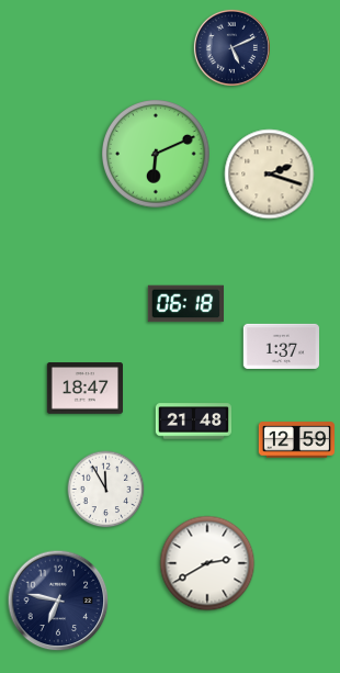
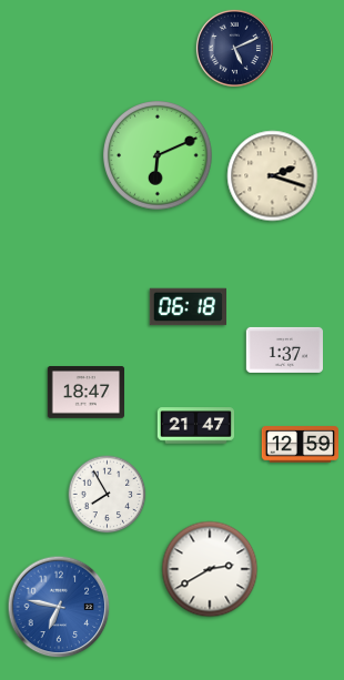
clock at (194, 422): 21:48 -> 21:47
clock at (106, 490): 11:55 -> 7:55
clock at (58, 601) dial: navy -> blue
